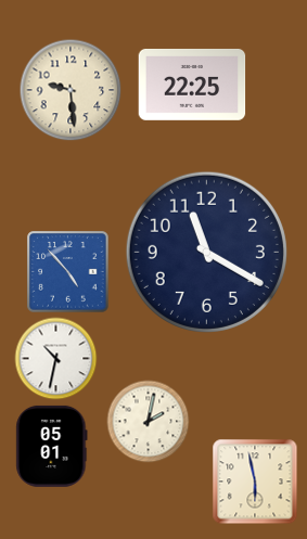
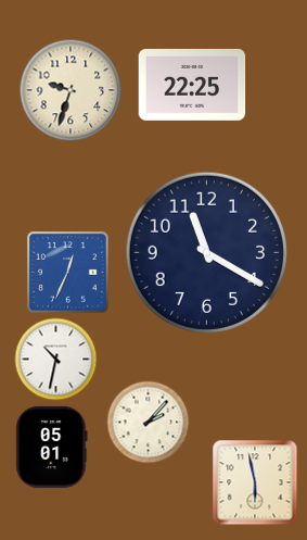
clock at (71, 90): 9:29 -> 9:33
clock at (68, 272): 4:53 -> 12:34
clock at (149, 422): 2:02 -> 2:07
